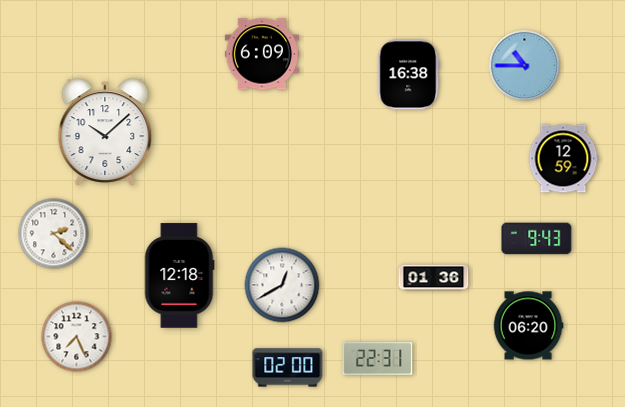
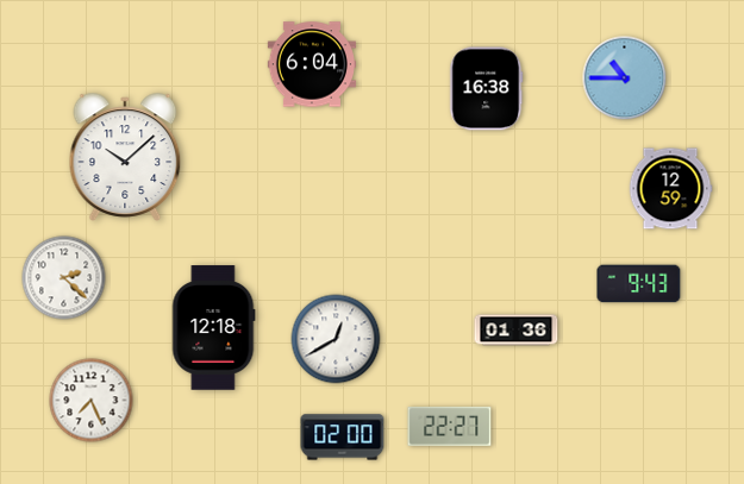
clock at (261, 54): 6:09 -> 6:04
clock at (528, 326): 06:20 -> none
clock at (378, 358): 22:31 -> 22:27
